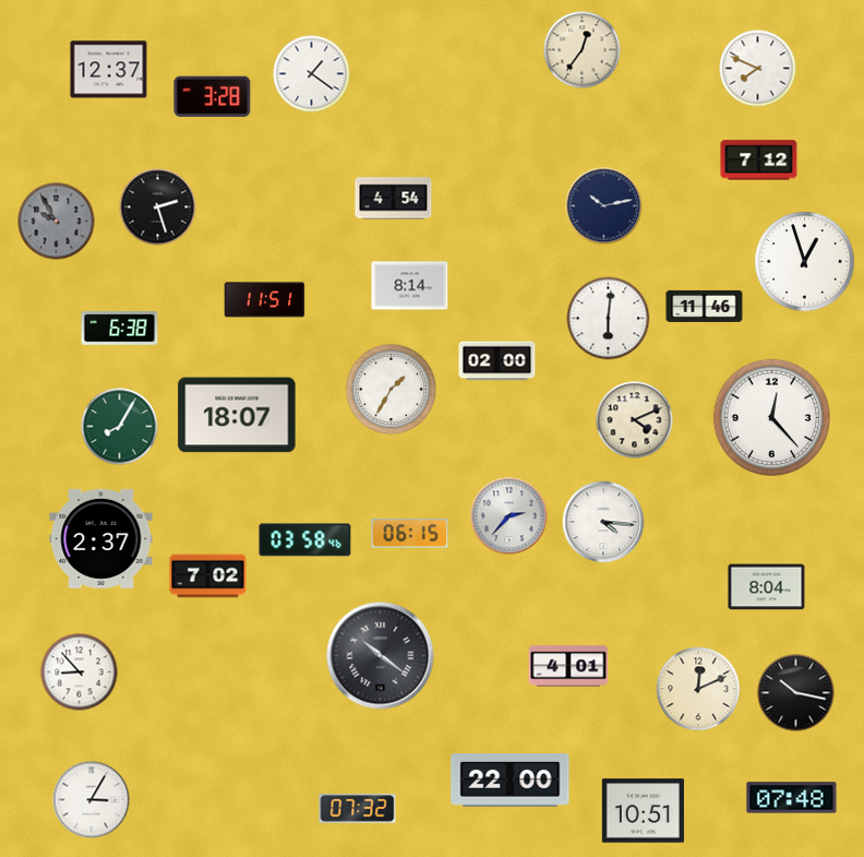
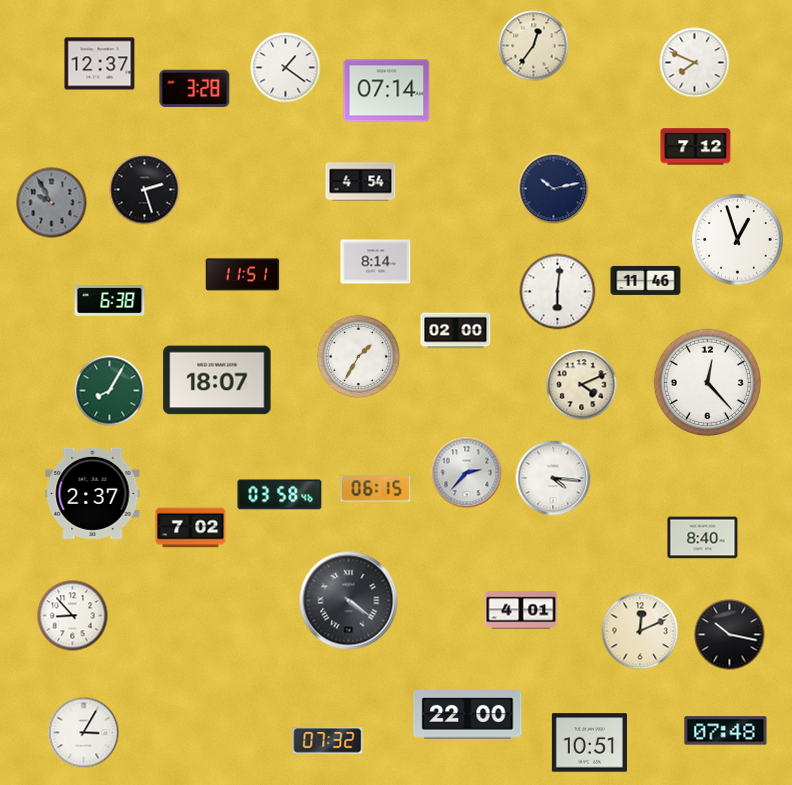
clock at (387, 91): none -> 07:14
clock at (767, 587): 8:04 -> 8:40
clock at (381, 656): 10:21 -> 4:21
